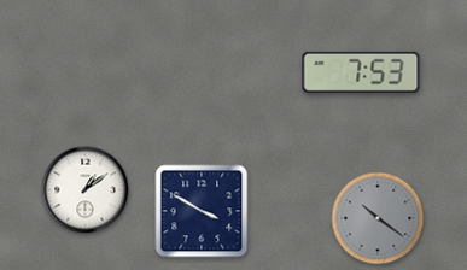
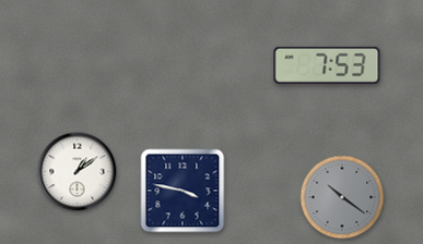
clock at (202, 211): 3:50 -> 3:47
